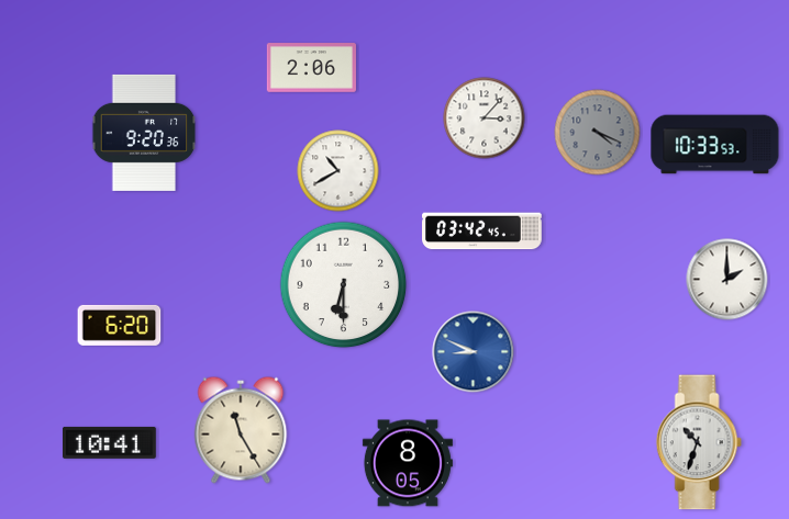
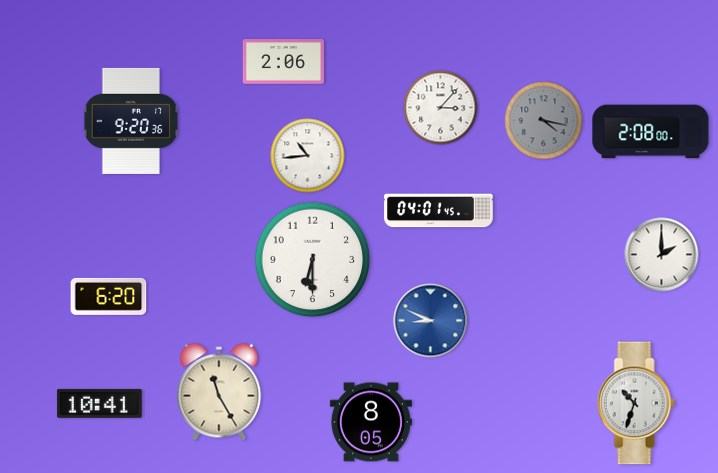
clock at (598, 133): 4:19 -> 4:17
clock at (715, 145): 10:33 -> 2:08
clock at (338, 171): 10:40 -> 10:44
clock at (482, 232): 03:42 -> 04:01
